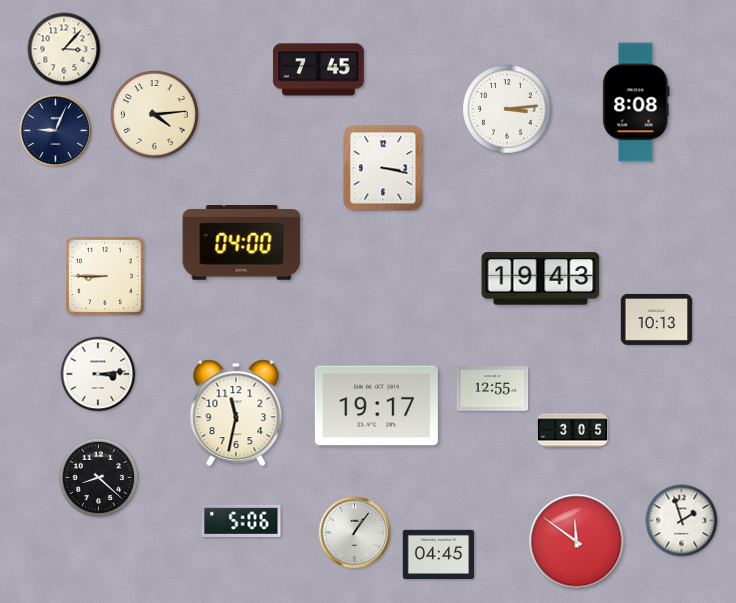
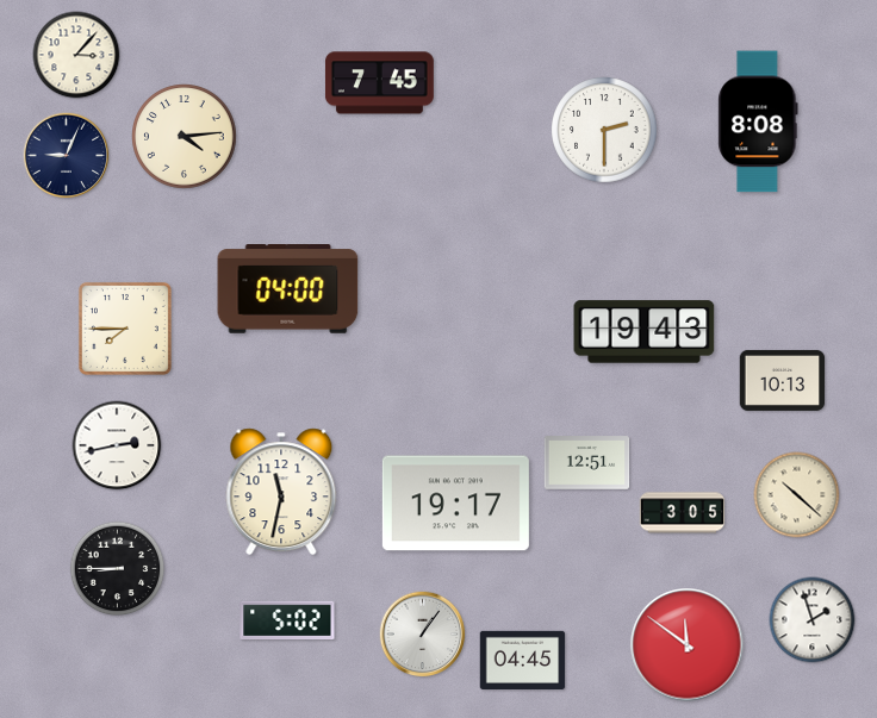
clock at (64, 49) position: (64, 49) -> (76, 55)
clock at (507, 109): 3:14 -> 2:30
clock at (383, 168): 3:17 -> none
clock at (105, 276): 8:45 -> 7:45
clock at (98, 374): 3:14 -> 2:43
clock at (493, 389): 12:55 -> 12:51
clock at (376, 406) position: (376, 406) -> (455, 504)
clock at (797, 495): none -> 10:22
clock at (99, 478): 8:22 -> 8:45
clock at (241, 520): 5:06 -> 5:02
